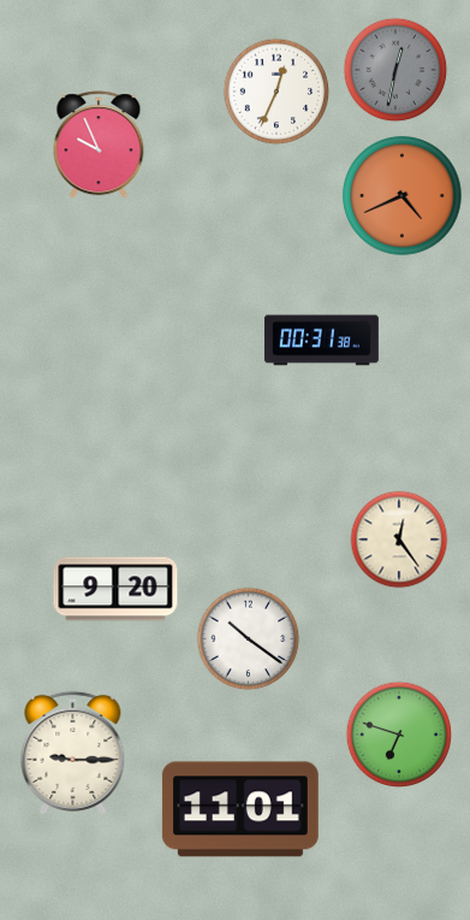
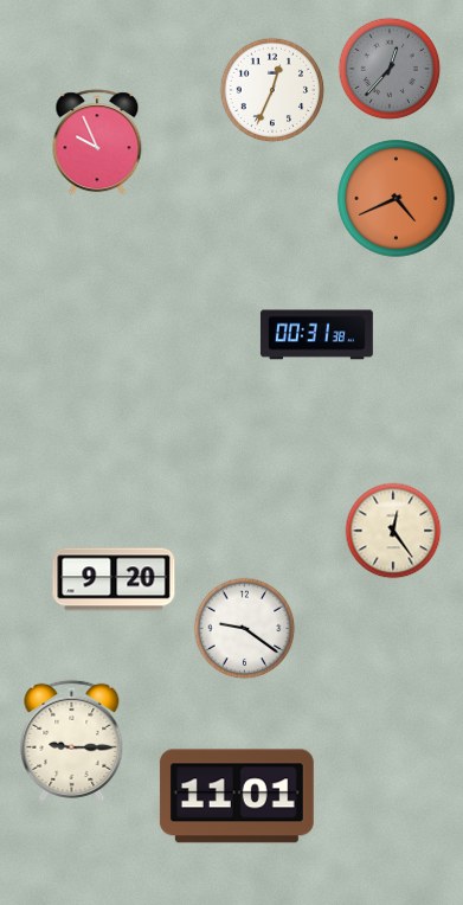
clock at (395, 70): 12:32 -> 12:37
clock at (403, 196) position: (403, 196) -> (397, 199)
clock at (249, 639): 10:21 -> 9:21
clock at (399, 735): 6:48 -> none
